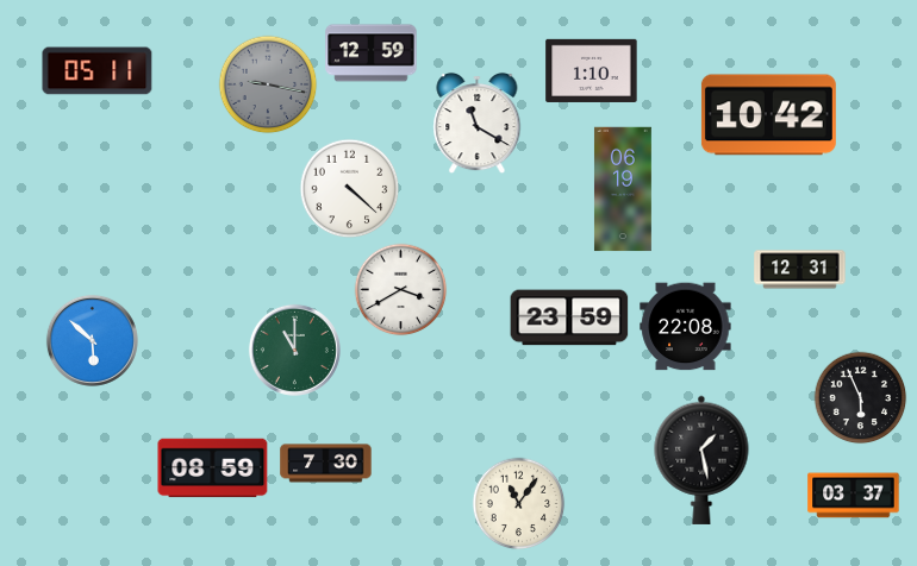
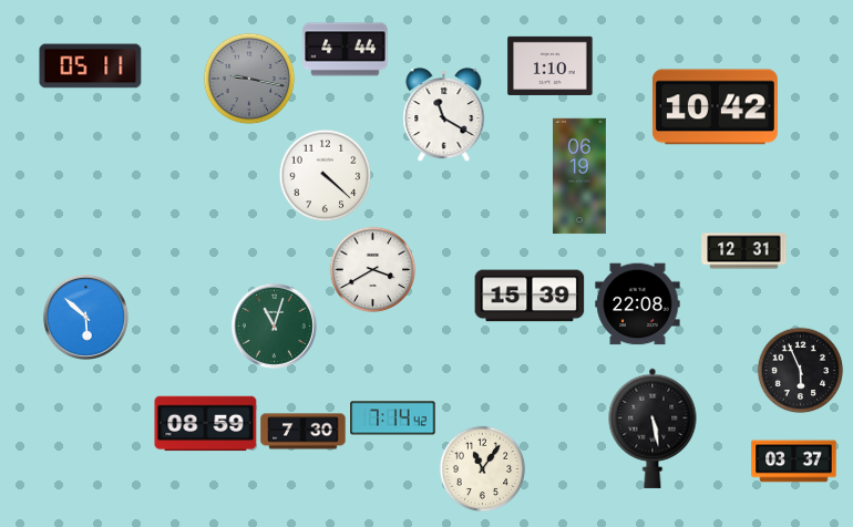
clock at (372, 54): 12:59 -> 4:44
clock at (569, 317): 23:59 -> 15:39
clock at (294, 350): 11:00 -> 11:03
clock at (393, 418): none -> 7:14
clock at (701, 460): 1:28 -> 5:28
clock at (213, 468) position: (213, 468) -> (206, 424)
